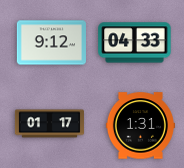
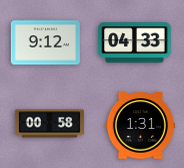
clock at (51, 43) position: (51, 43) -> (45, 43)
clock at (49, 124): 01:17 -> 00:58
